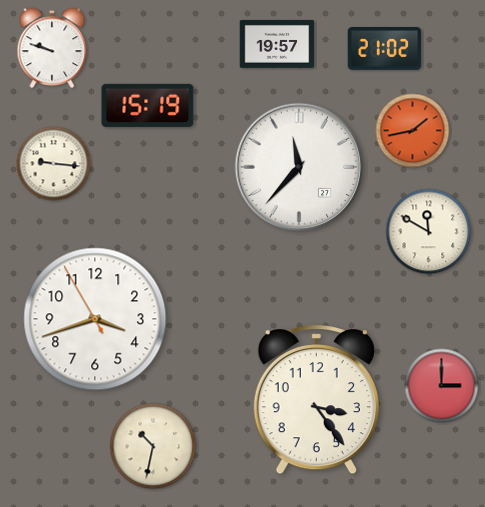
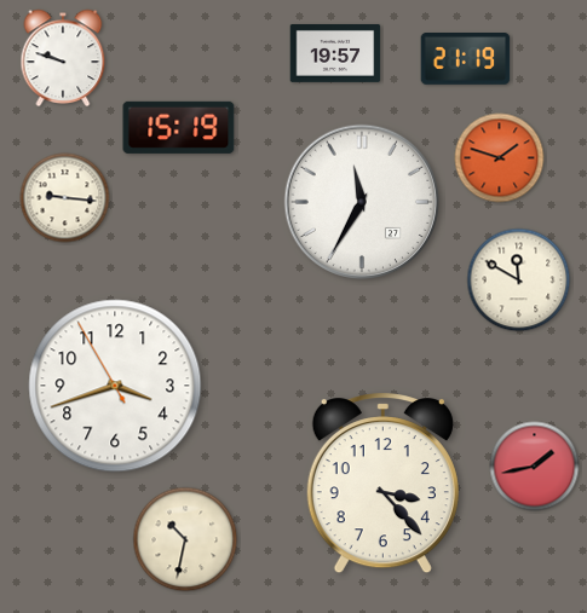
clock at (385, 49): 21:02 -> 21:19
clock at (413, 131): 1:43 -> 1:48
clock at (299, 167): 11:37 -> 11:35
clock at (442, 386): 3:00 -> 1:43
clock at (316, 400): 3:24 -> 3:23
